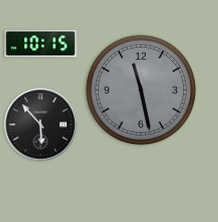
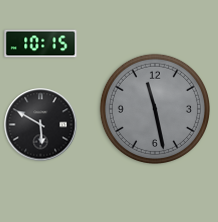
clock at (140, 89) position: (140, 89) -> (154, 108)
clock at (41, 125): 5:53 -> 5:50
